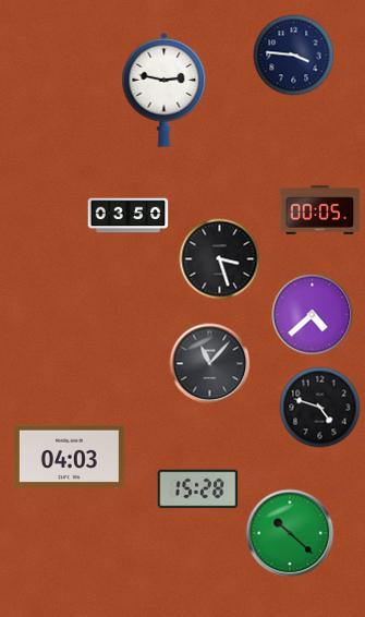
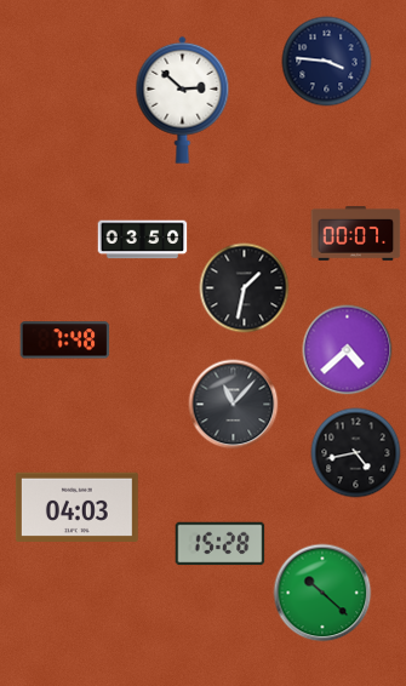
clock at (165, 89): 2:47 -> 2:52
clock at (320, 210): 00:05 -> 00:07
clock at (220, 259): 3:27 -> 1:32
clock at (65, 341): none -> 7:48
clock at (320, 408): 4:48 -> 4:43
